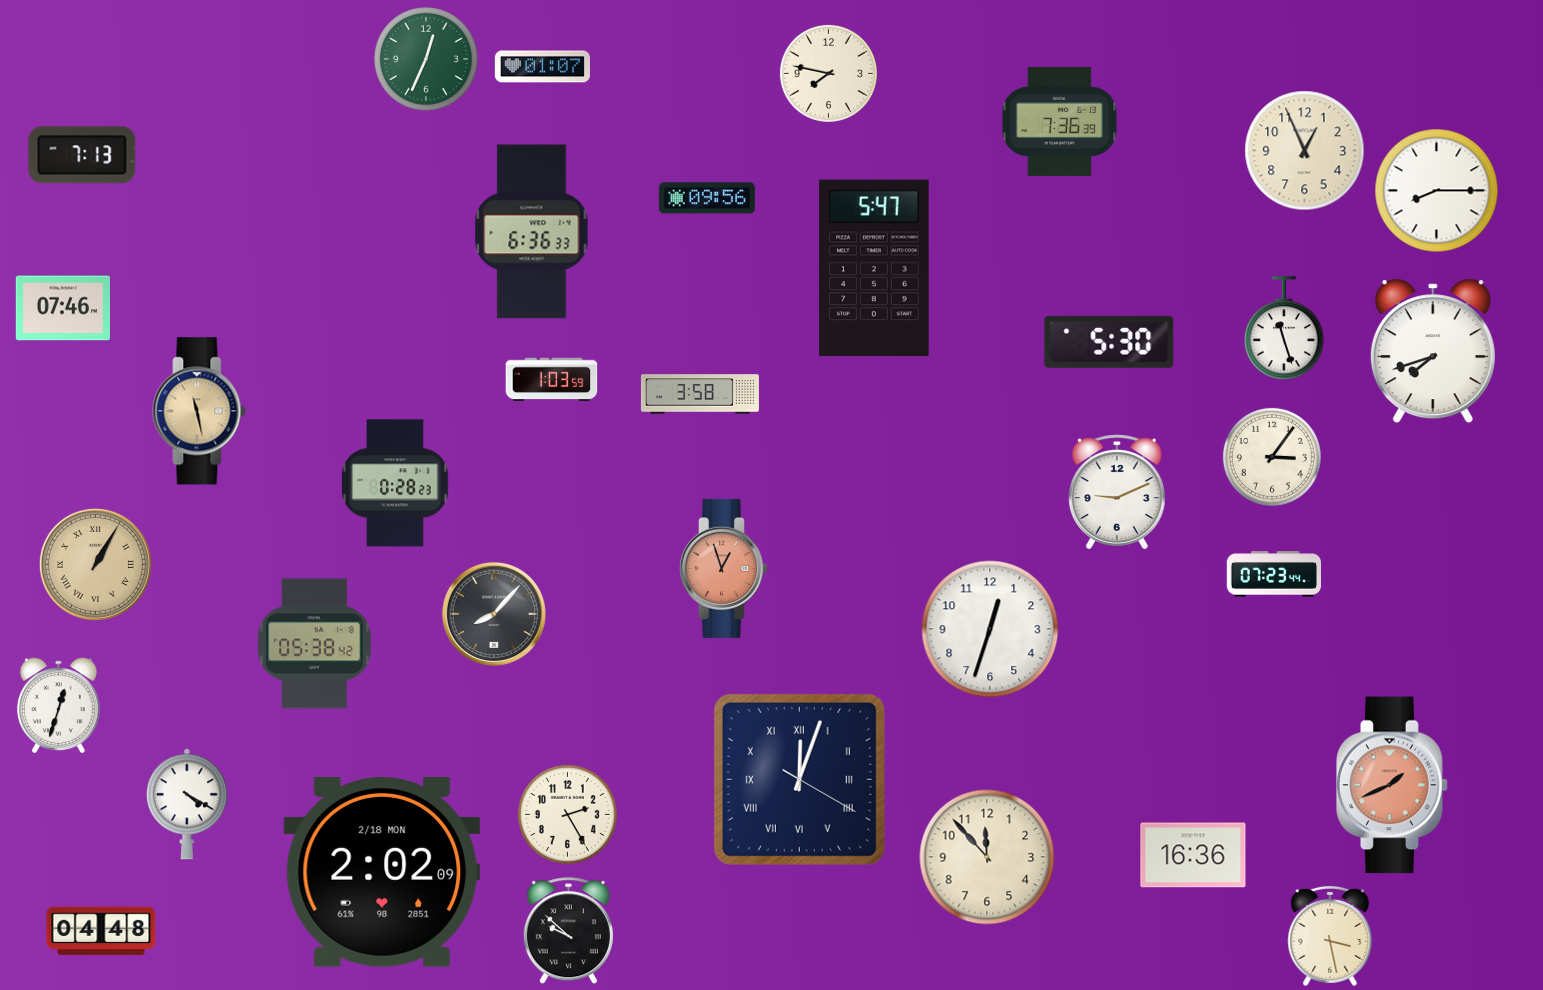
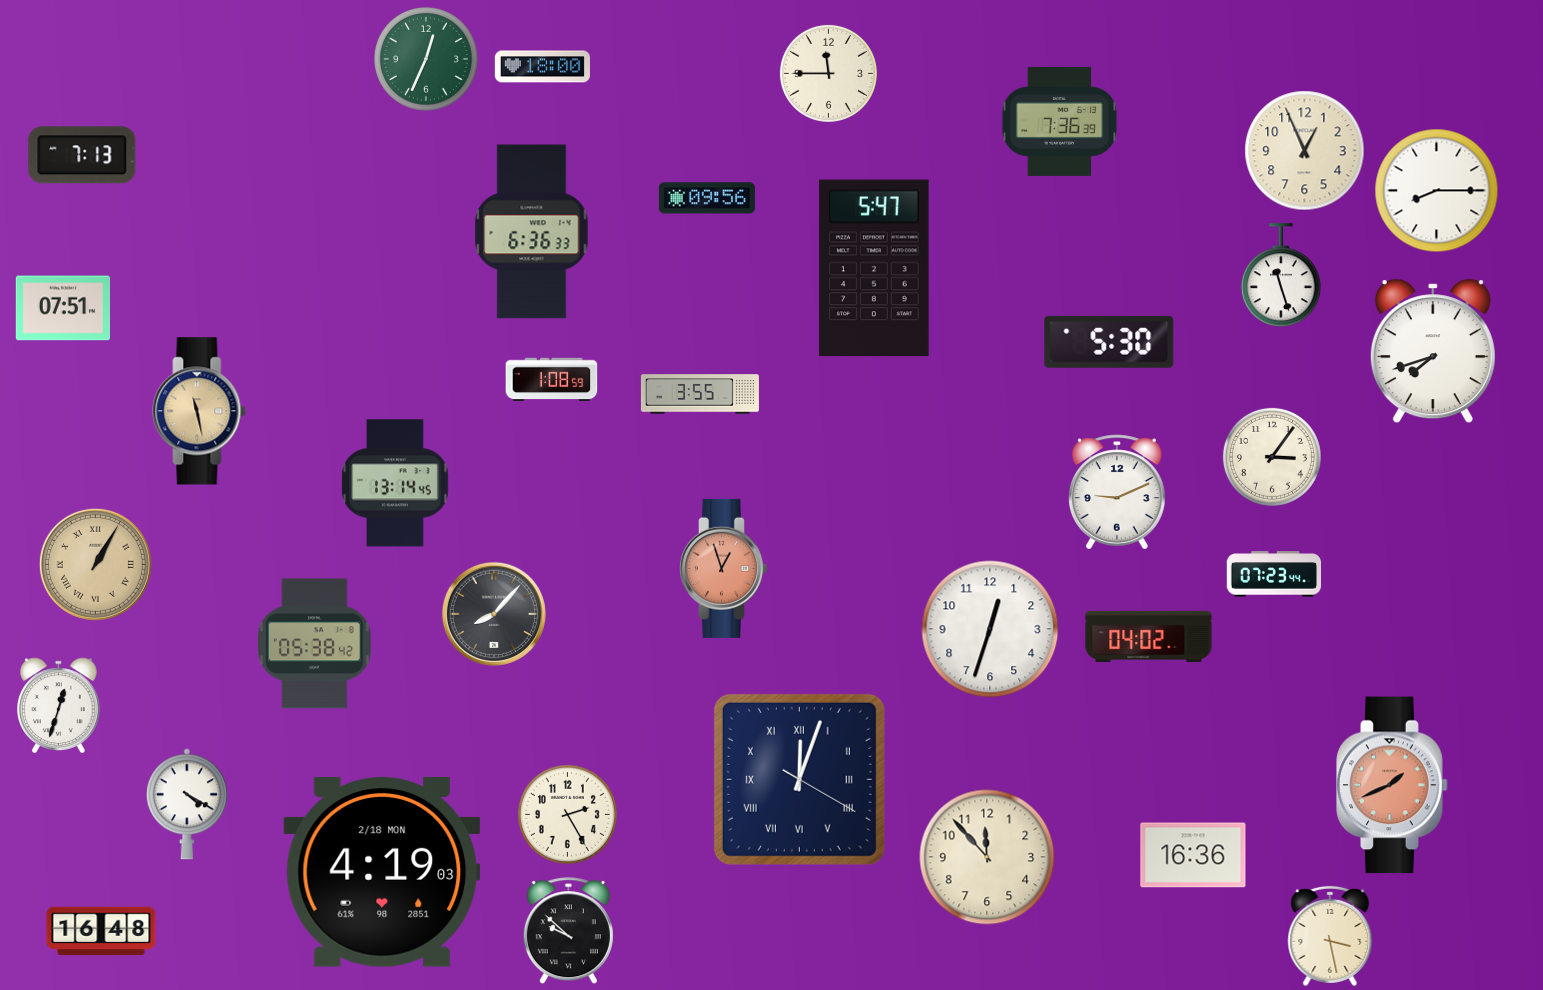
clock at (542, 67): 01:07 -> 18:00
clock at (828, 73): 7:47 -> 11:45
clock at (62, 308): 07:46 -> 07:51
clock at (1284, 328) position: (1284, 328) -> (1281, 275)
clock at (552, 380): 1:03 -> 1:08
clock at (700, 394): 3:58 -> 3:55
clock at (395, 483): 0:28 -> 13:14
clock at (1149, 636): none -> 04:02
clock at (382, 872): 2:02 -> 4:19
clock at (101, 931): 04:48 -> 16:48
